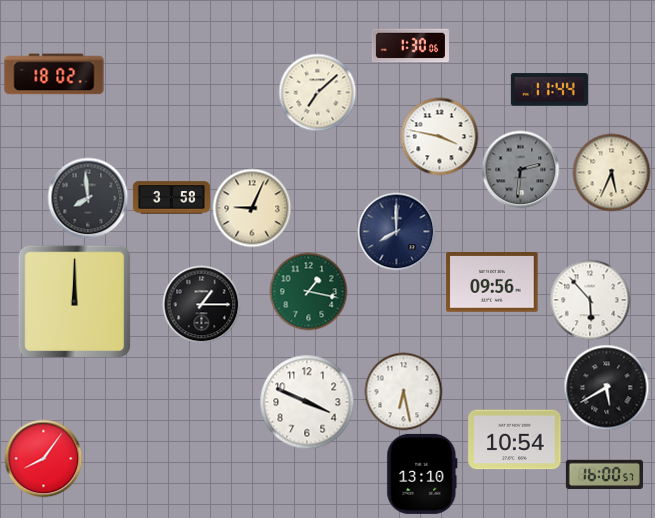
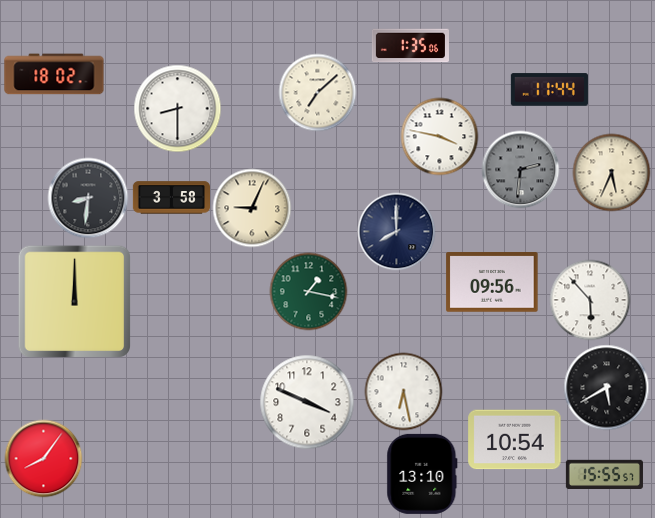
clock at (410, 46): 1:30 -> 1:35
clock at (177, 108): none -> 8:30
clock at (88, 198): 7:59 -> 8:31
clock at (201, 304): 1:15 -> none
clock at (604, 474): 16:00 -> 15:55
